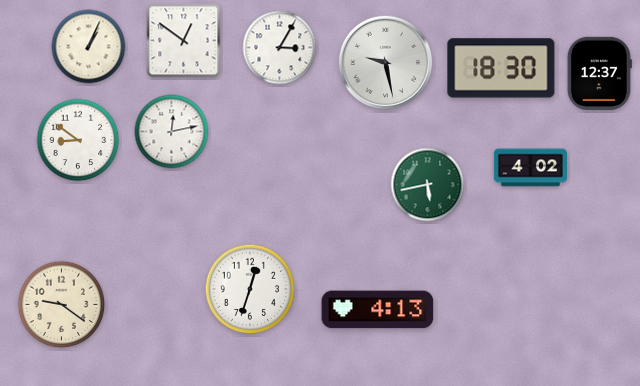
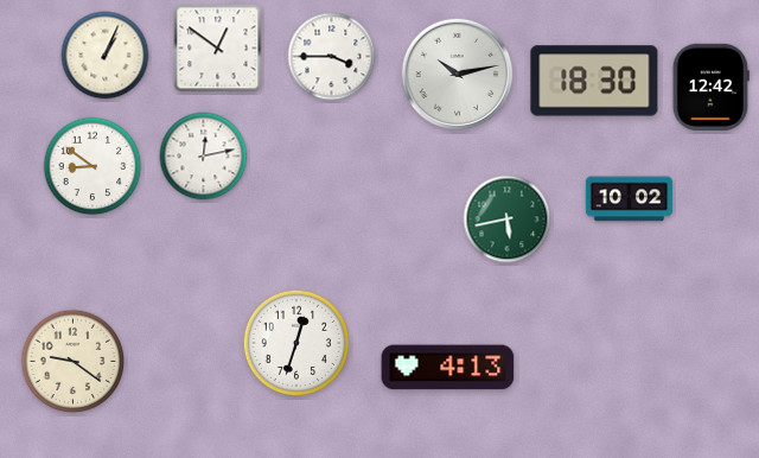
clock at (280, 48): 3:05 -> 3:45
clock at (385, 62): 9:28 -> 10:13
clock at (599, 73): 12:37 -> 12:42
clock at (531, 168): 4:02 -> 10:02
